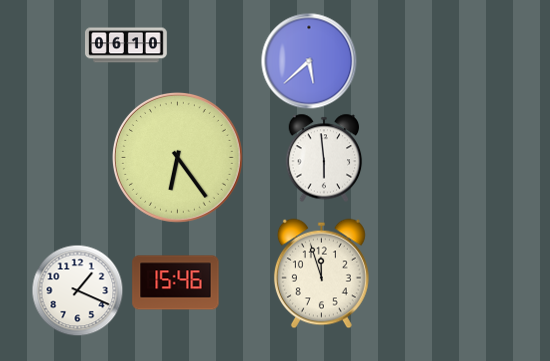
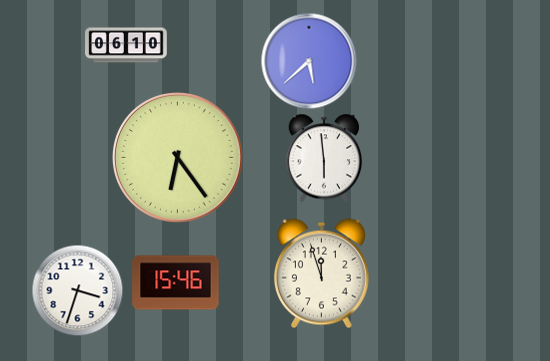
clock at (78, 291): 1:19 -> 3:33
